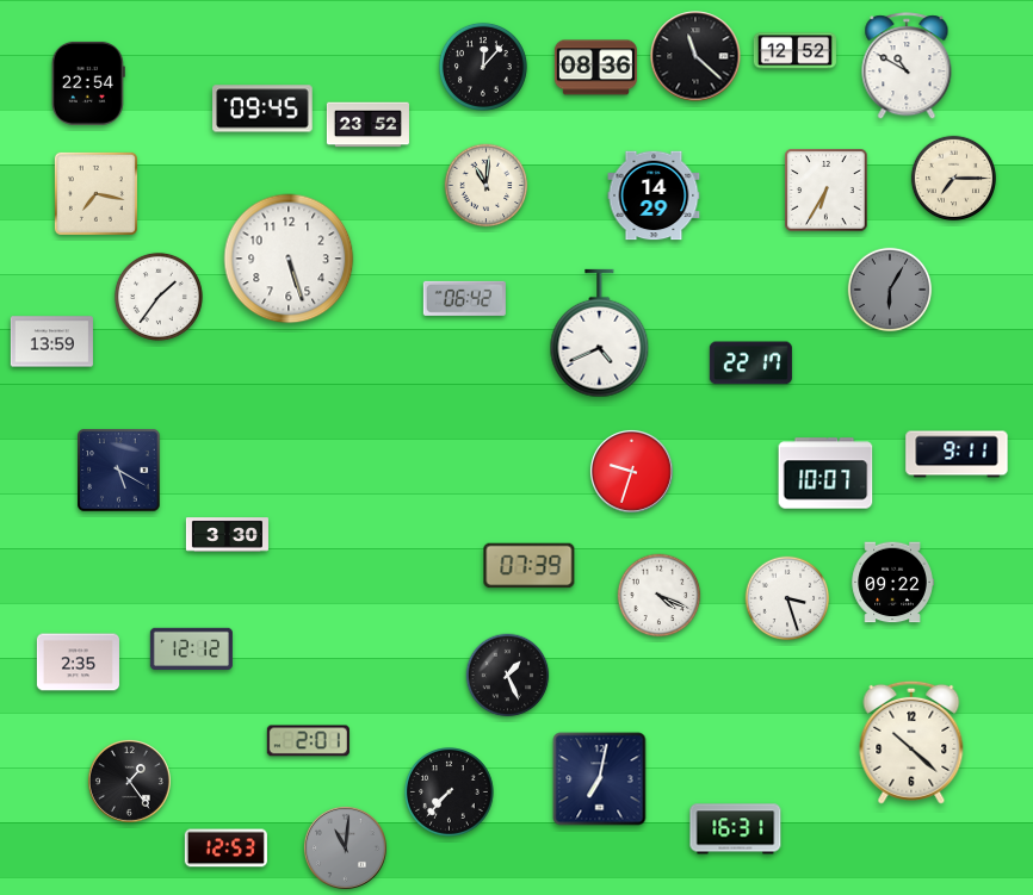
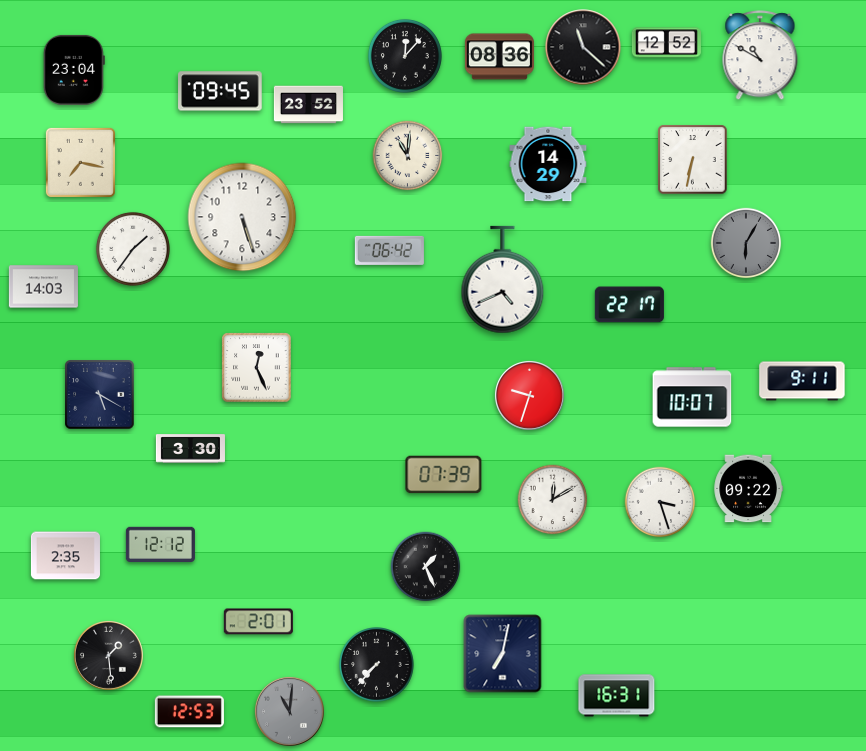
clock at (88, 83): 22:54 -> 23:04
clock at (954, 179): 7:15 -> none
clock at (827, 191): 6:35 -> 6:32
clock at (51, 342): 13:59 -> 14:03
clock at (257, 368): none -> 12:26
clock at (660, 596): 4:19 -> 12:10
clock at (911, 742): 10:22 -> none
clock at (129, 781): 1:24 -> 1:29
